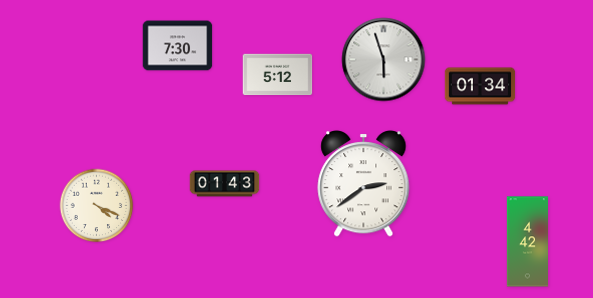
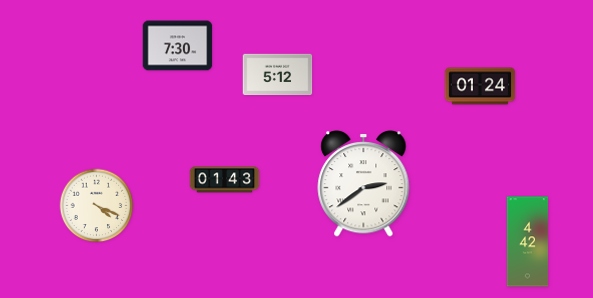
clock at (384, 60): 5:57 -> none
clock at (480, 86): 01:34 -> 01:24
clock at (225, 184) position: (225, 184) -> (225, 180)
